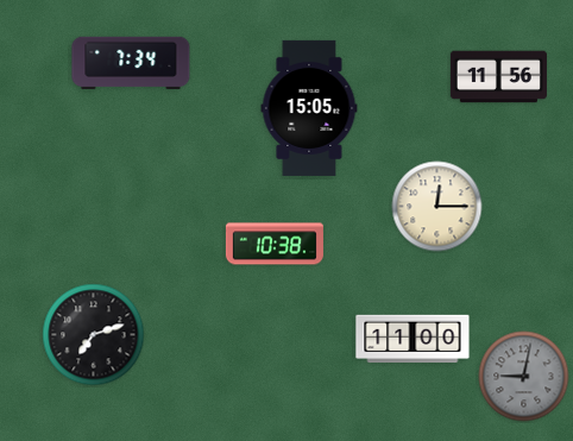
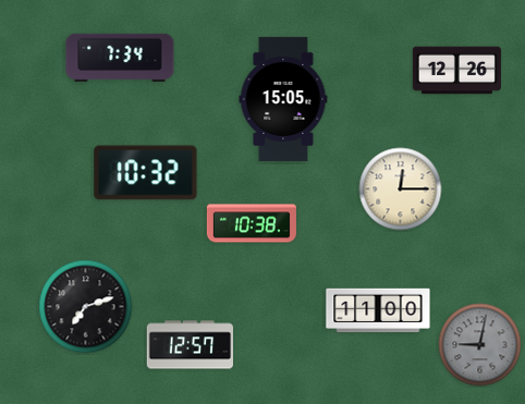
clock at (498, 77): 11:56 -> 12:26
clock at (146, 173): none -> 10:32
clock at (190, 345): none -> 12:57
